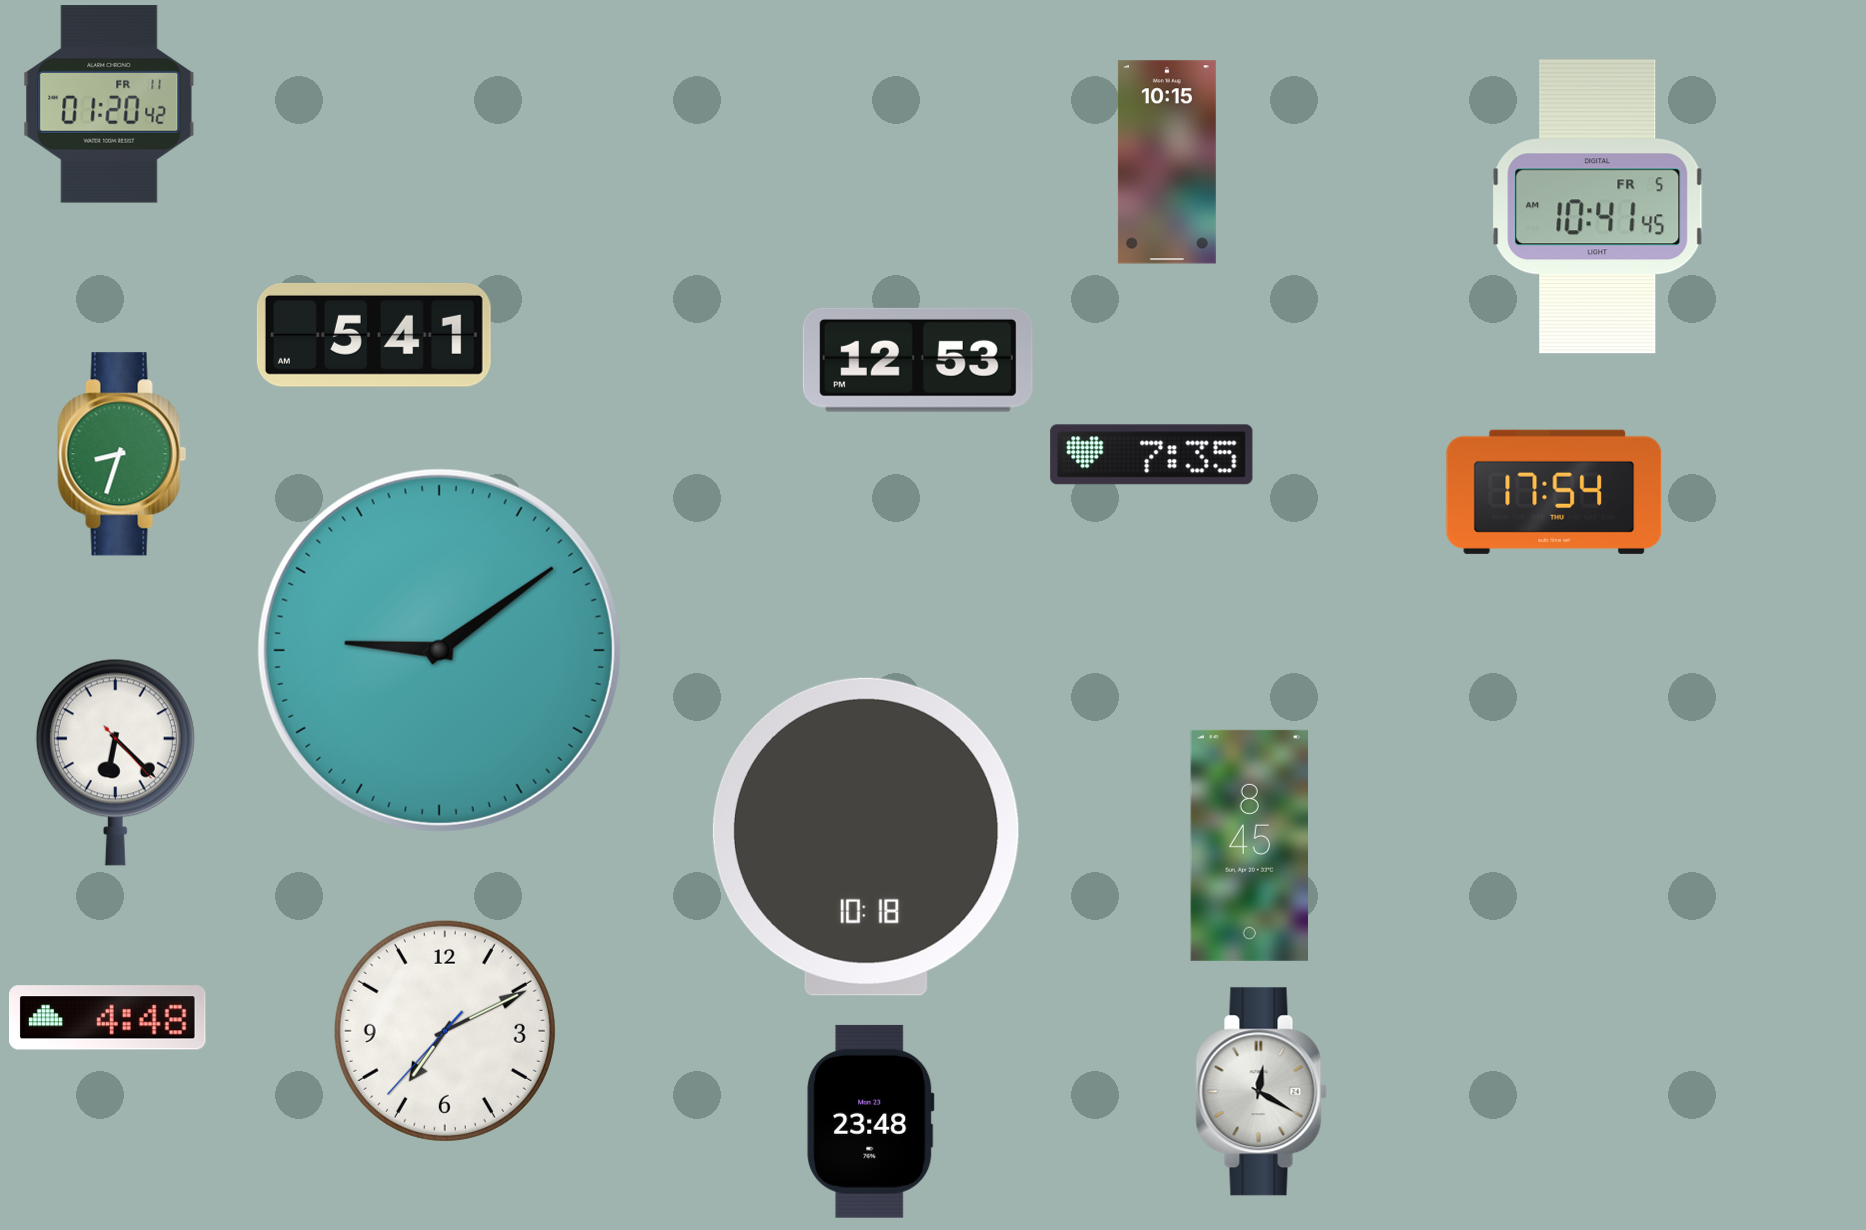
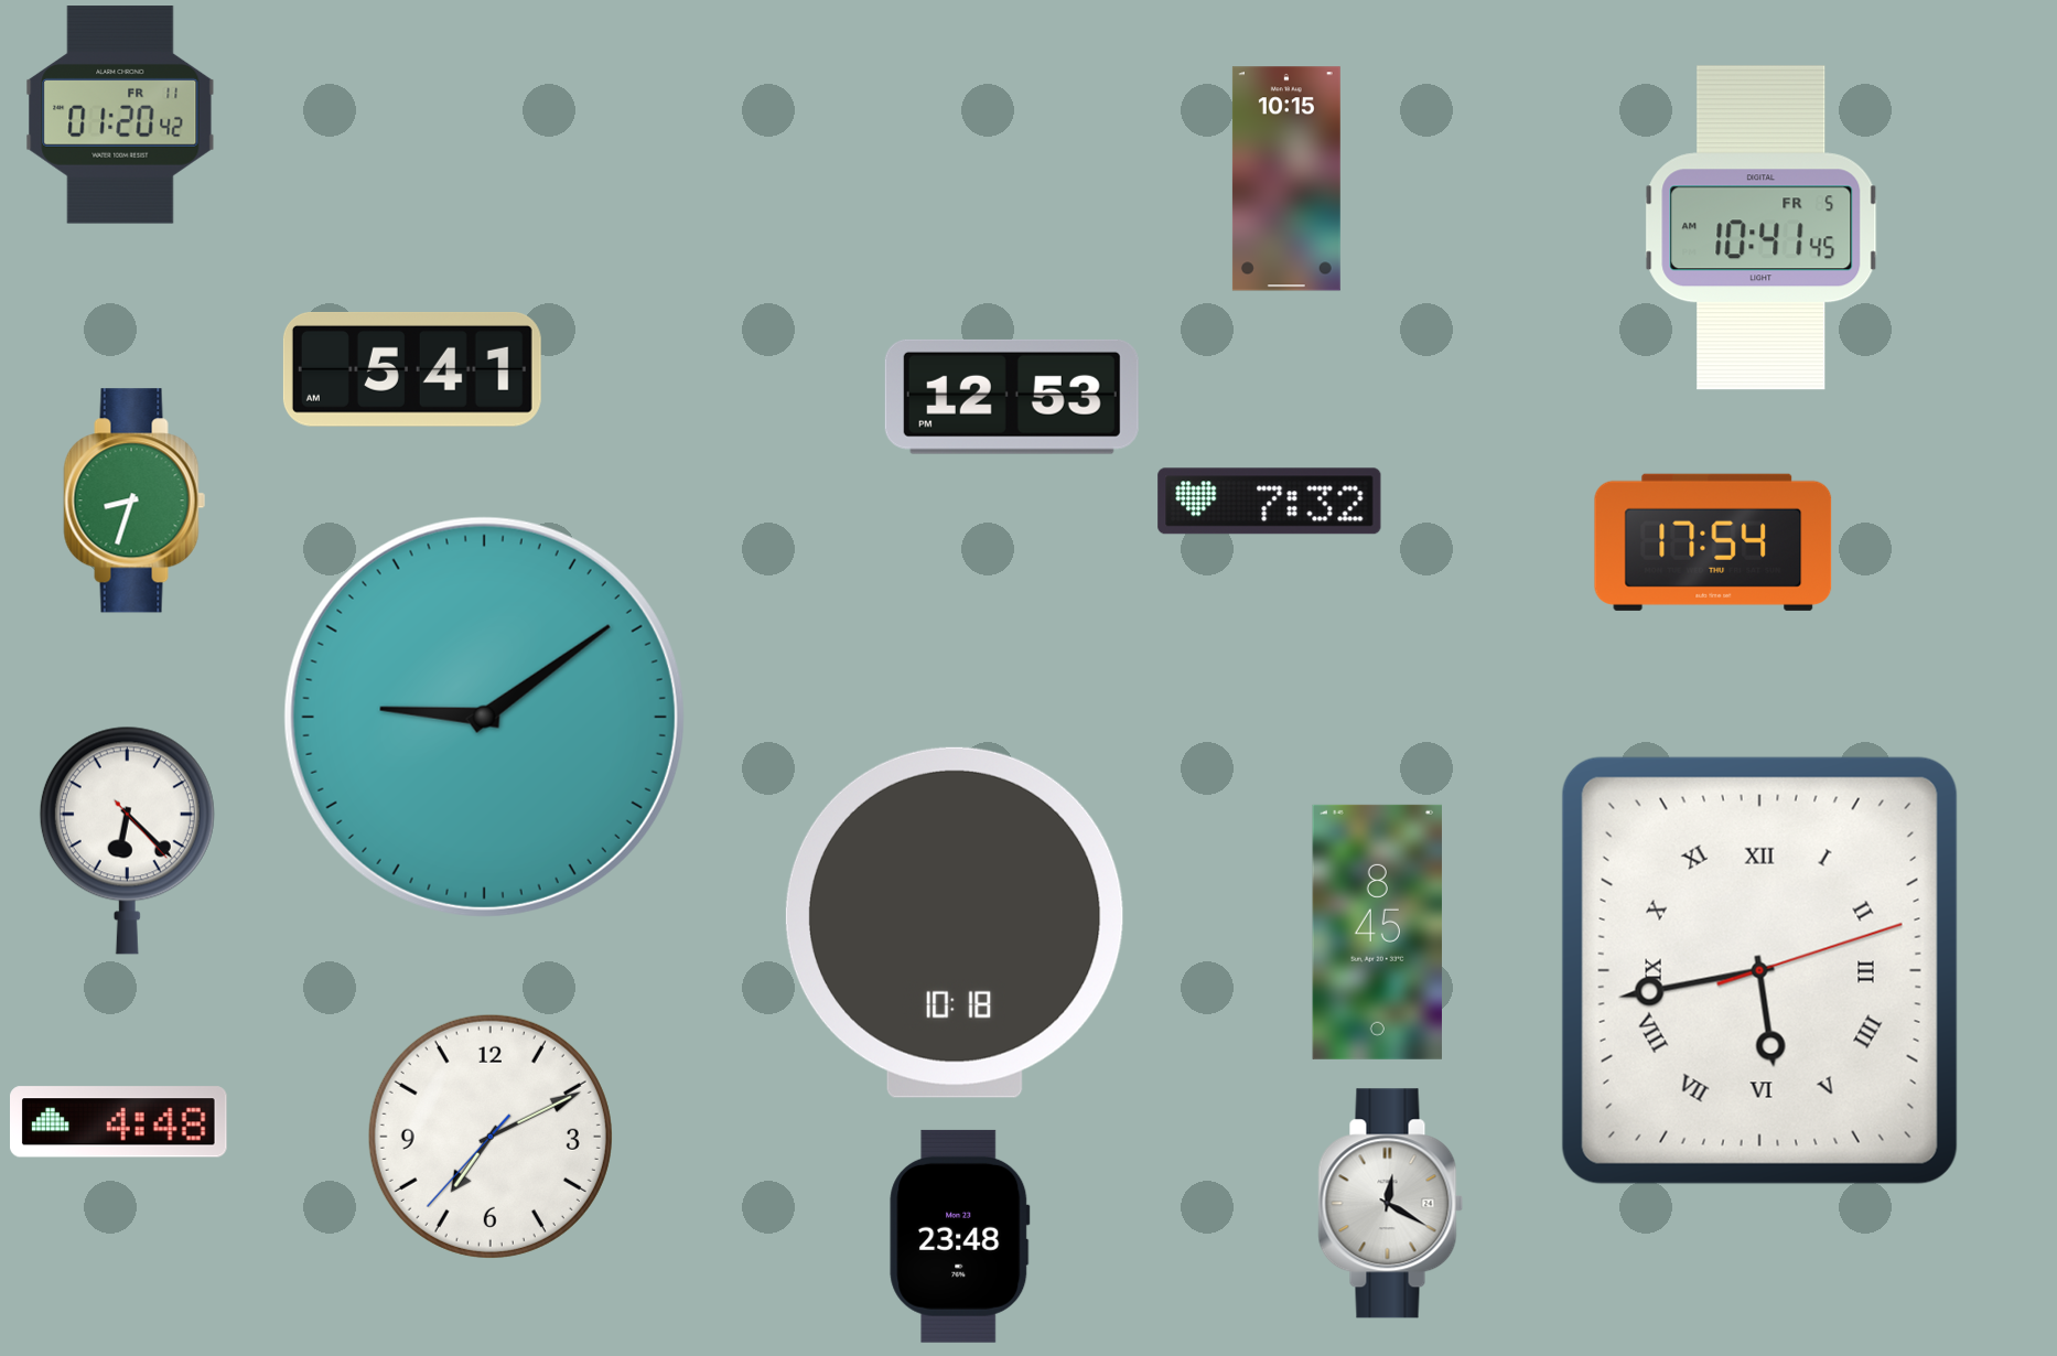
clock at (1152, 455): 7:35 -> 7:32
clock at (1759, 970): none -> 5:43
